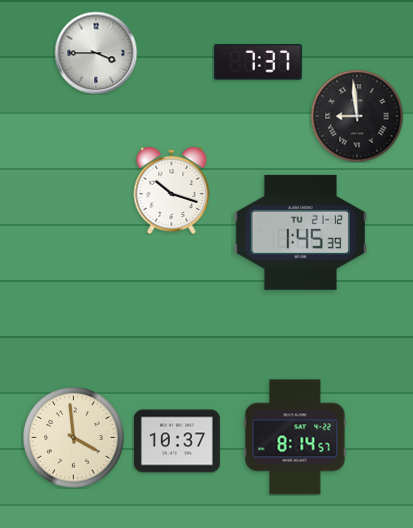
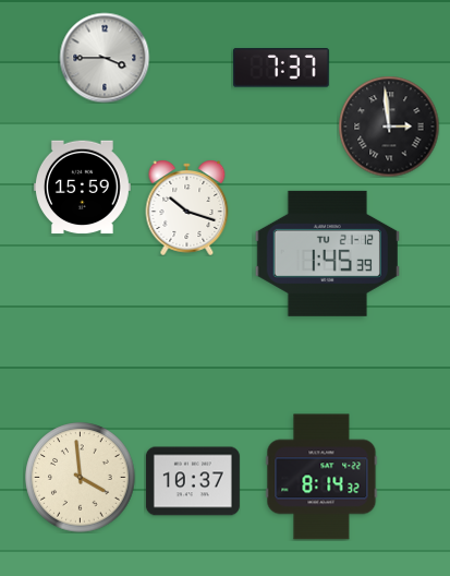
clock at (357, 116): 8:59 -> 2:59
clock at (83, 188): none -> 15:59
clock at (295, 437): 8:14:57 -> 8:14:32
